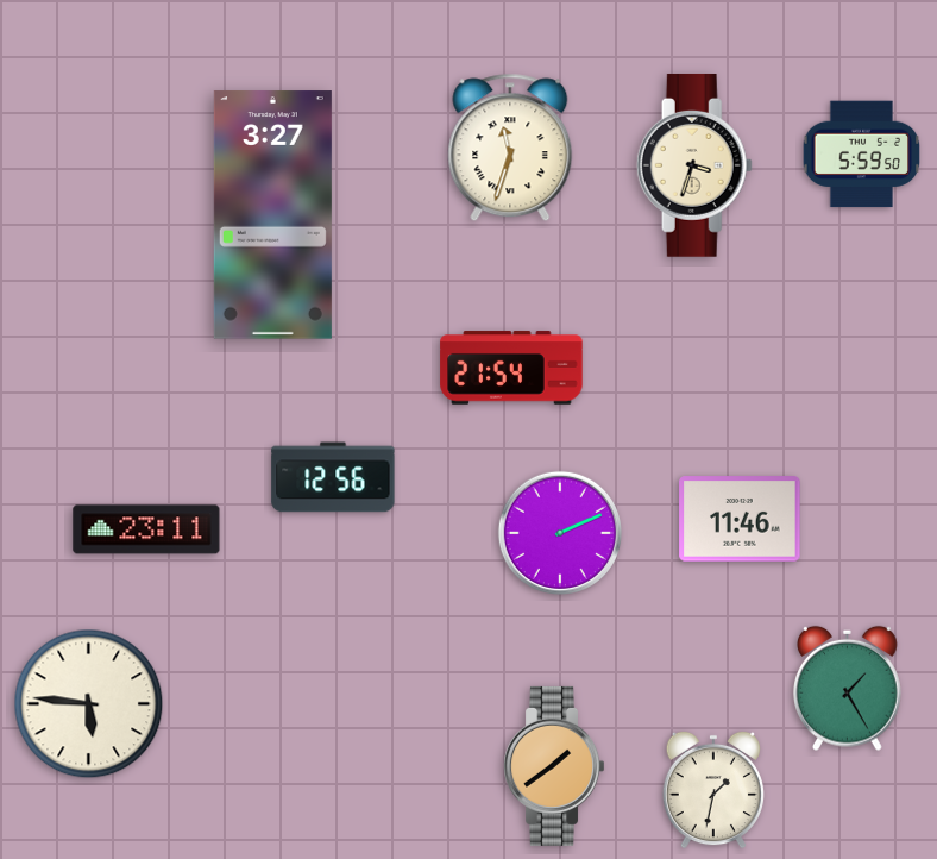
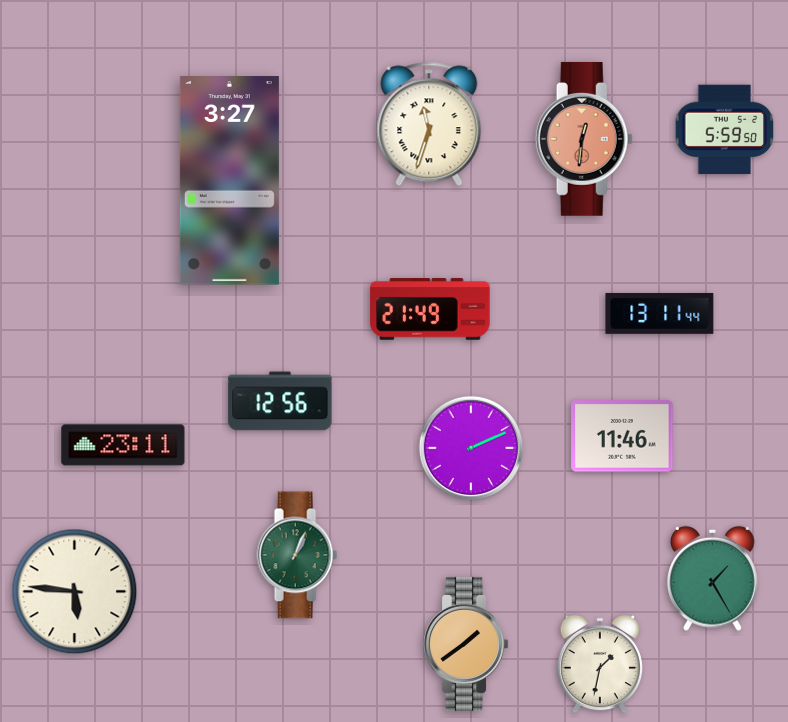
clock at (694, 165): 3:33 -> 12:31
clock at (694, 165) dial: cream -> salmon
clock at (511, 368): 21:54 -> 21:49
clock at (660, 313): none -> 13:11
clock at (297, 555): none -> 1:04
